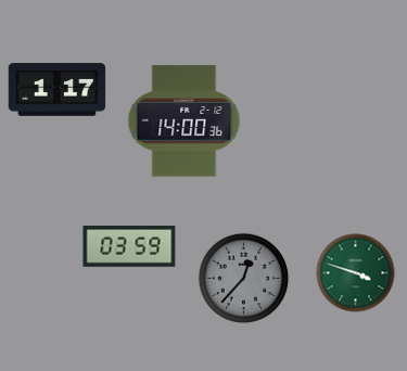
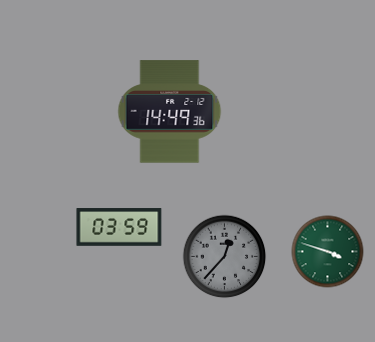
clock at (58, 90): 1:17 -> none
clock at (185, 121): 14:00 -> 14:49
